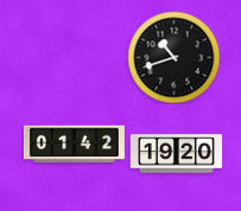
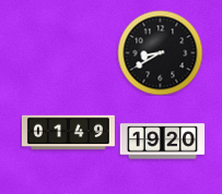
clock at (173, 57): 10:42 -> 8:40
clock at (74, 145): 01:42 -> 01:49
